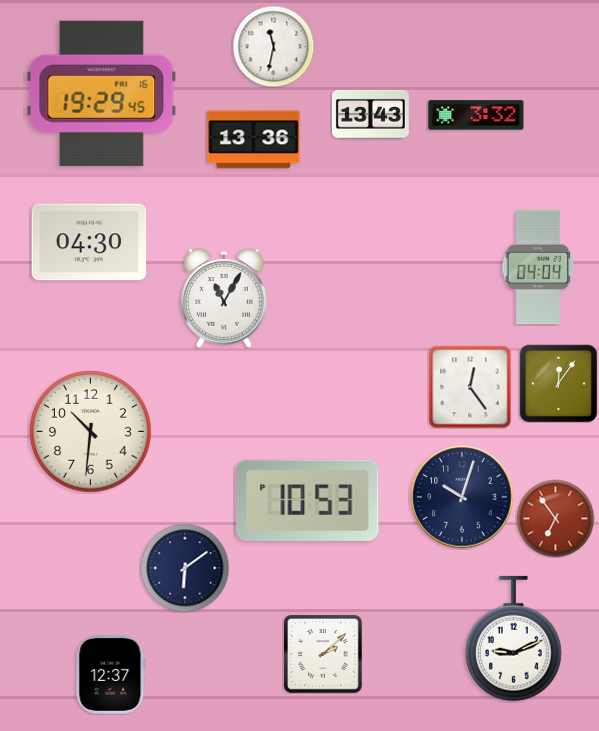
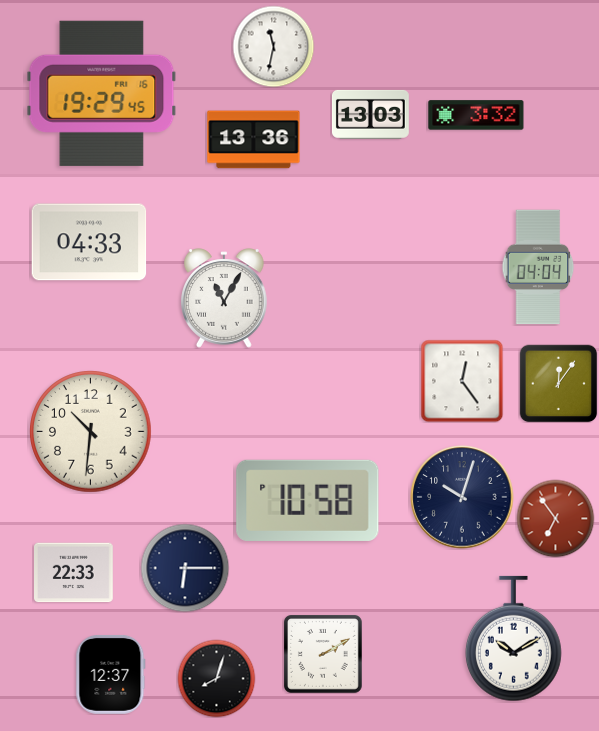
clock at (370, 114): 13:43 -> 13:03
clock at (89, 242): 04:30 -> 04:33
clock at (470, 387) position: (470, 387) -> (462, 381)
clock at (308, 500): 10:53 -> 10:58
clock at (185, 568): 6:09 -> 6:15
clock at (74, 573): none -> 22:33
clock at (513, 639): 9:11 -> 10:10
clock at (323, 654): 2:08 -> 2:10
clock at (216, 678): none -> 8:03
